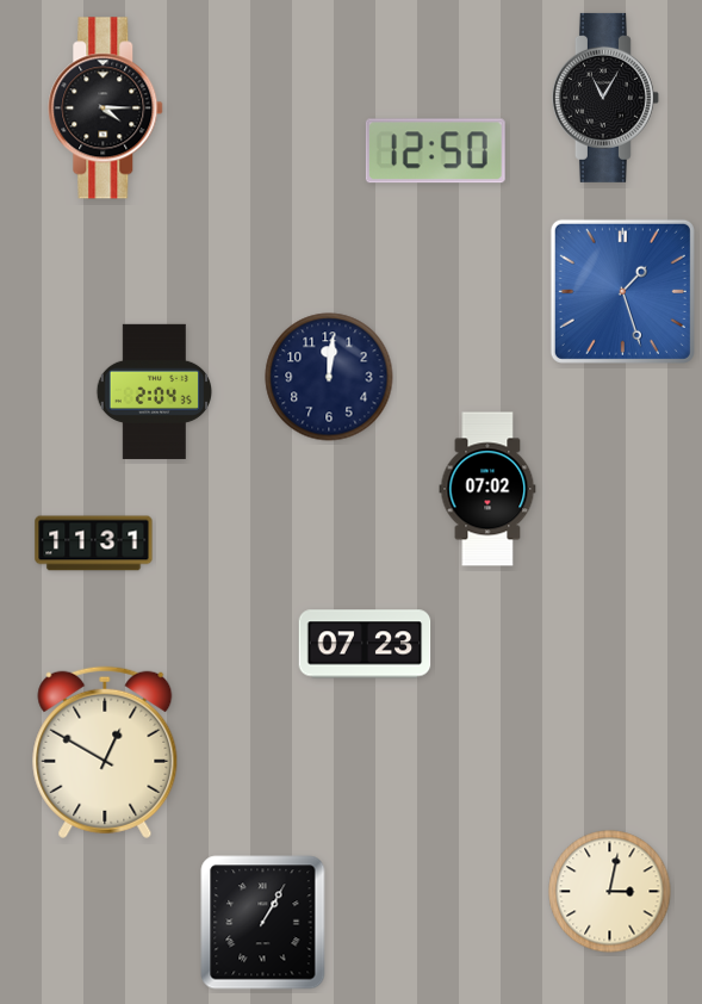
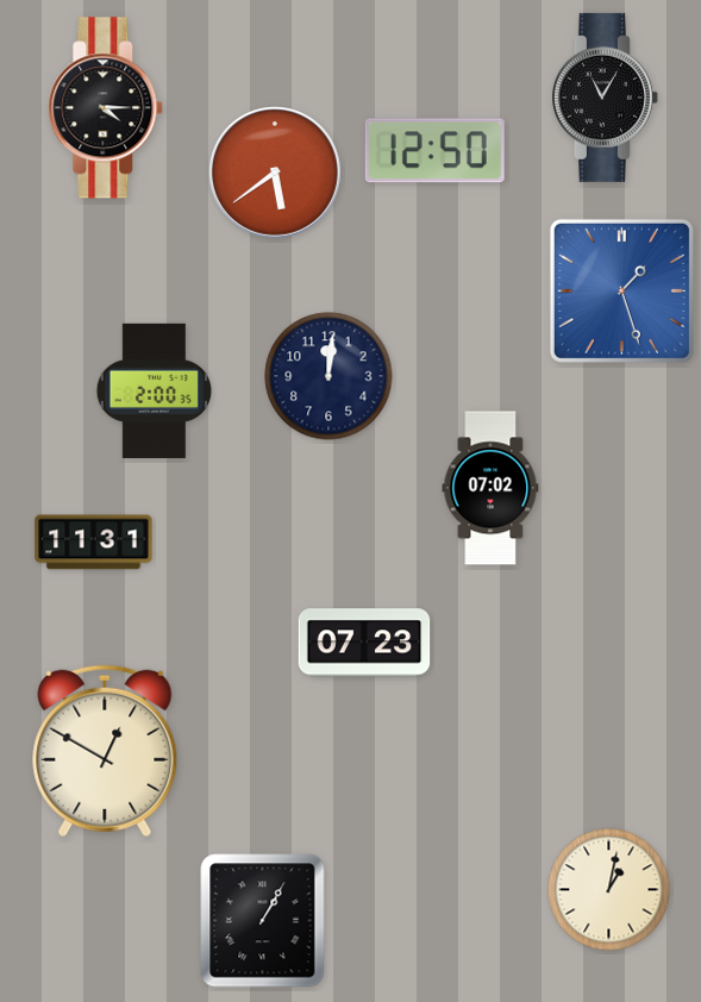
clock at (276, 174): none -> 5:39
clock at (154, 391): 2:04 -> 2:00
clock at (487, 489) position: (487, 489) -> (490, 488)
clock at (610, 892): 3:02 -> 1:02
